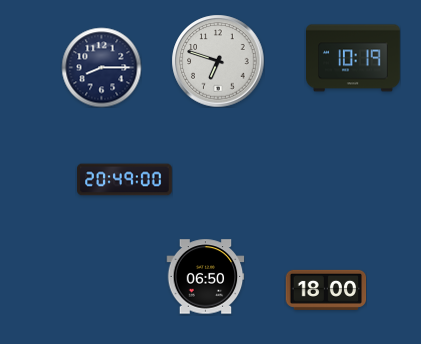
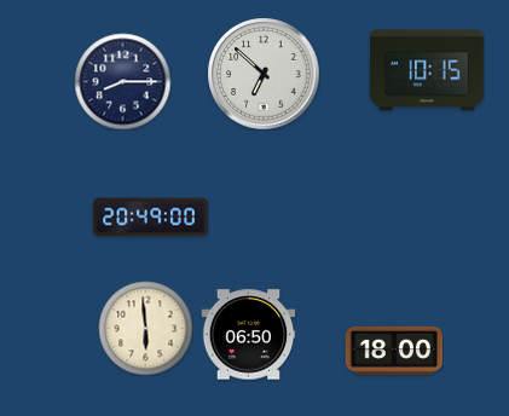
clock at (354, 58): 10:19 -> 10:15
clock at (218, 61): 6:48 -> 6:52
clock at (145, 328): none -> 5:59
